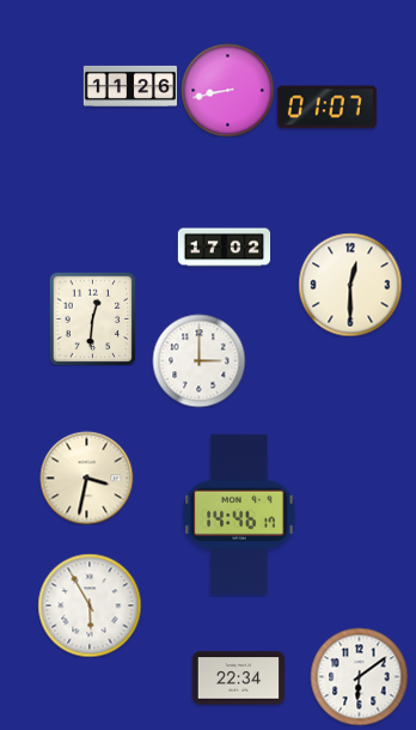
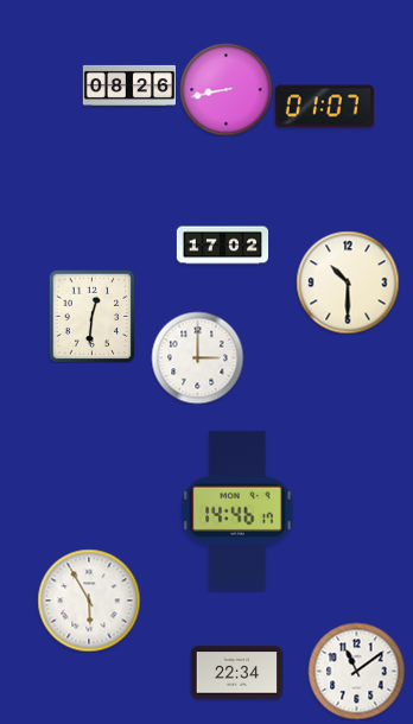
clock at (129, 86): 11:26 -> 08:26
clock at (350, 285): 12:30 -> 10:30
clock at (86, 477): 3:32 -> none
clock at (359, 676): 6:09 -> 11:09
